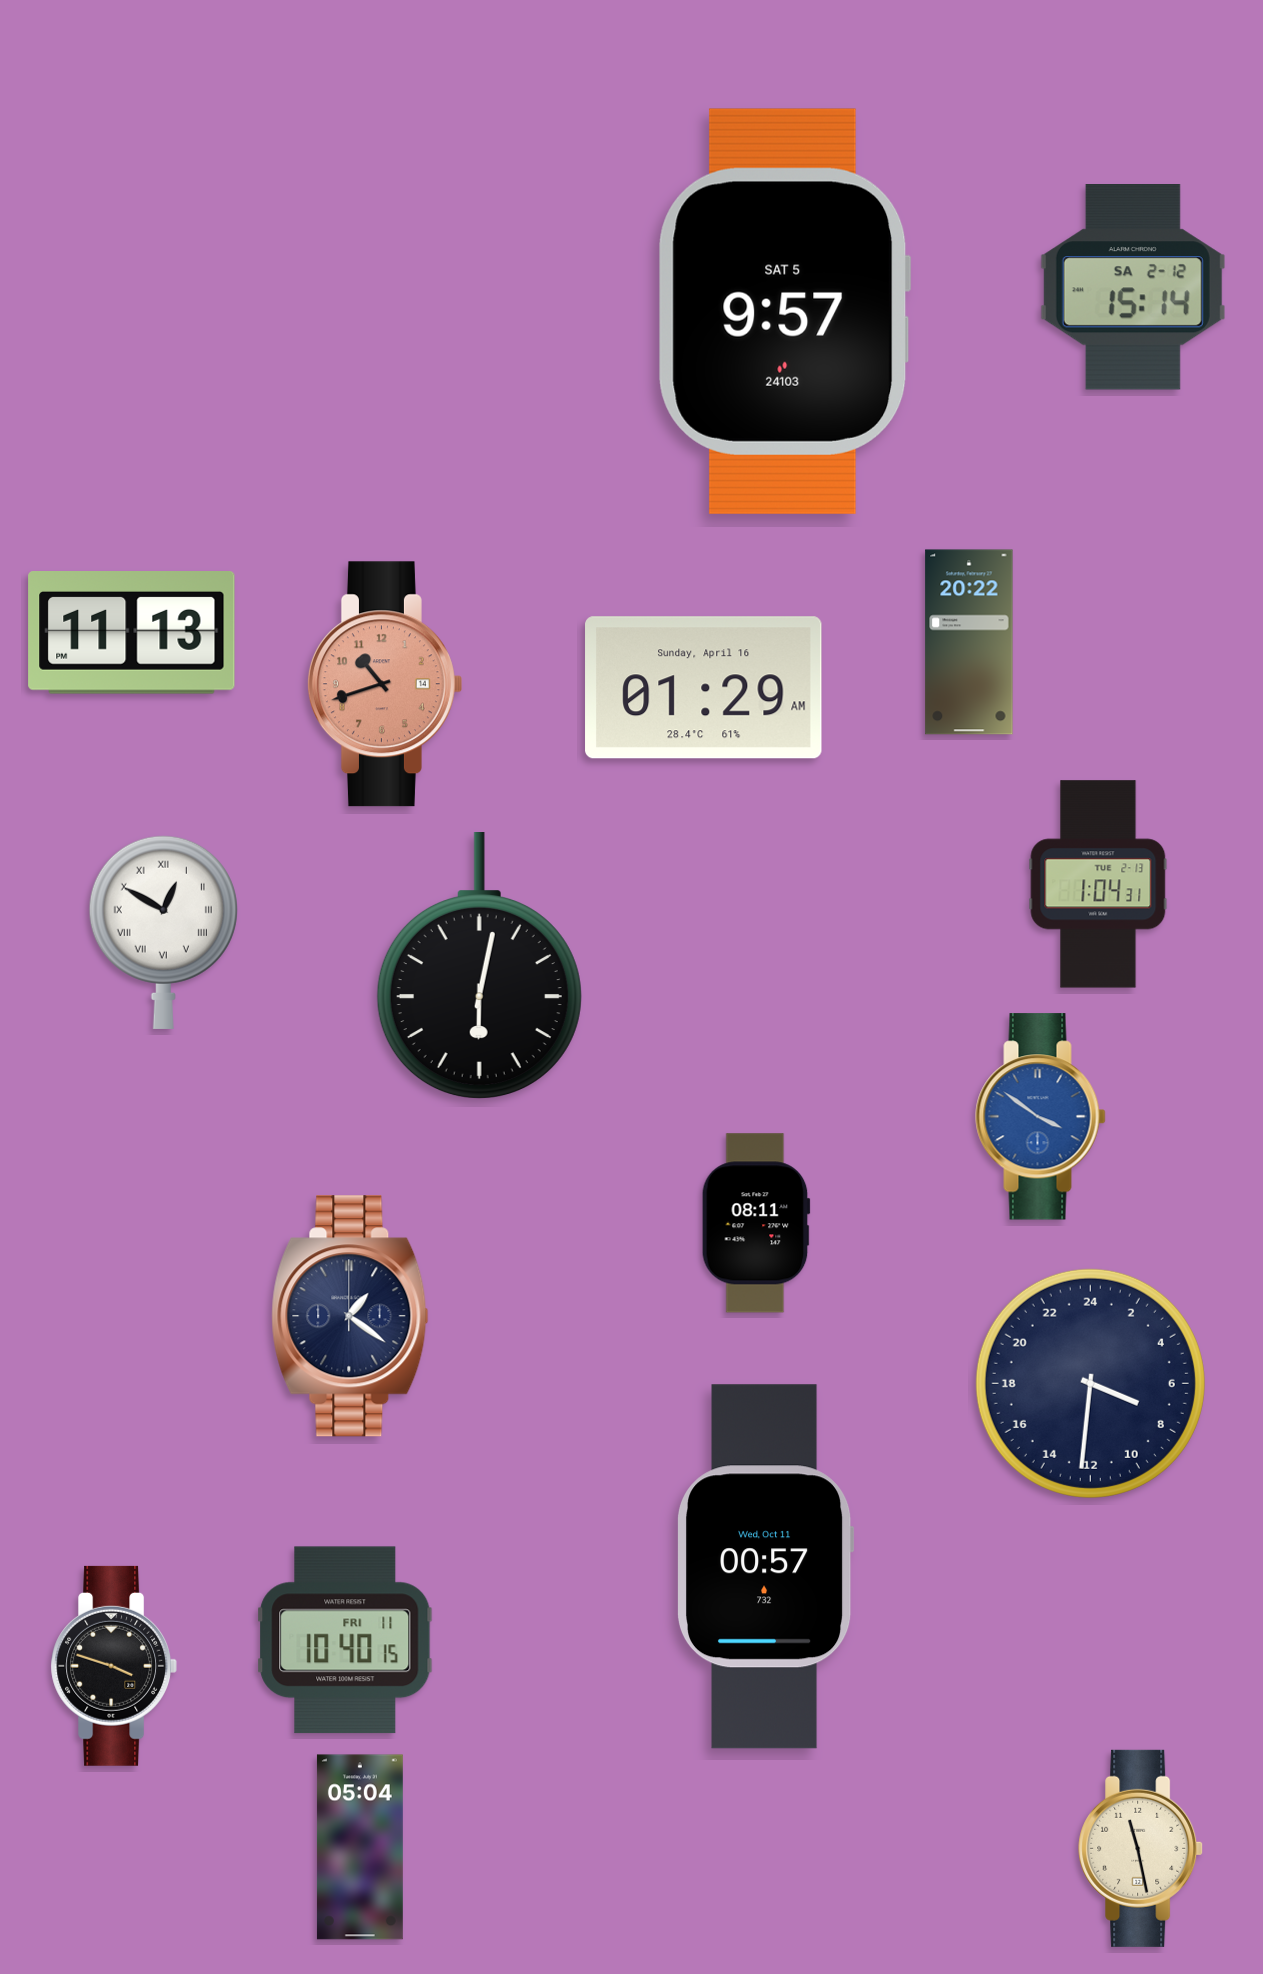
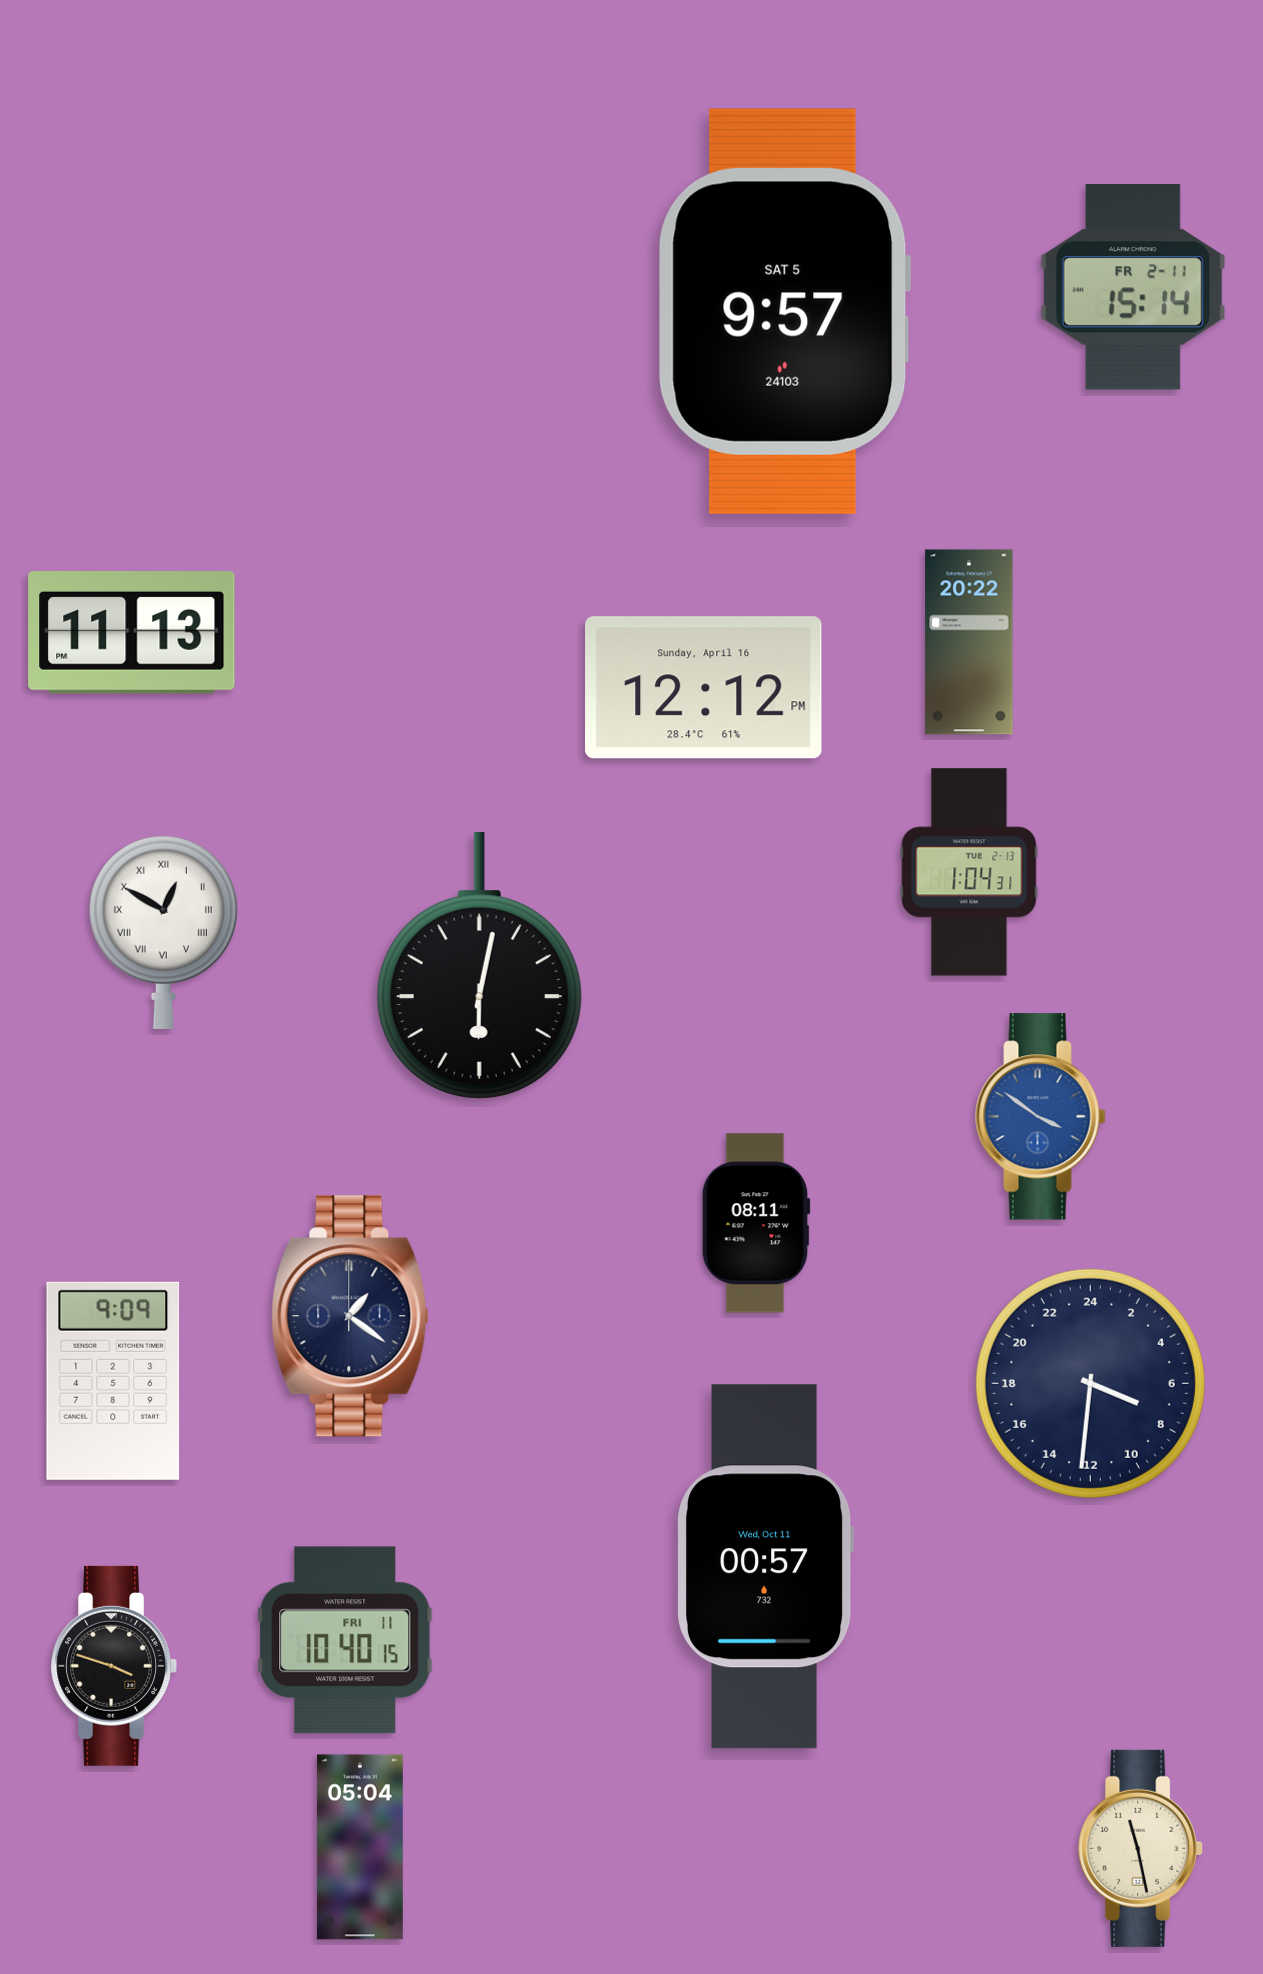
clock at (1133, 288) date: SA 2-12 -> FR 2-11
clock at (384, 684): 10:42 -> none
clock at (704, 688): 01:29 -> 12:12
clock at (1098, 884) position: (1098, 884) -> (969, 872)
clock at (113, 1381): none -> 9:09
